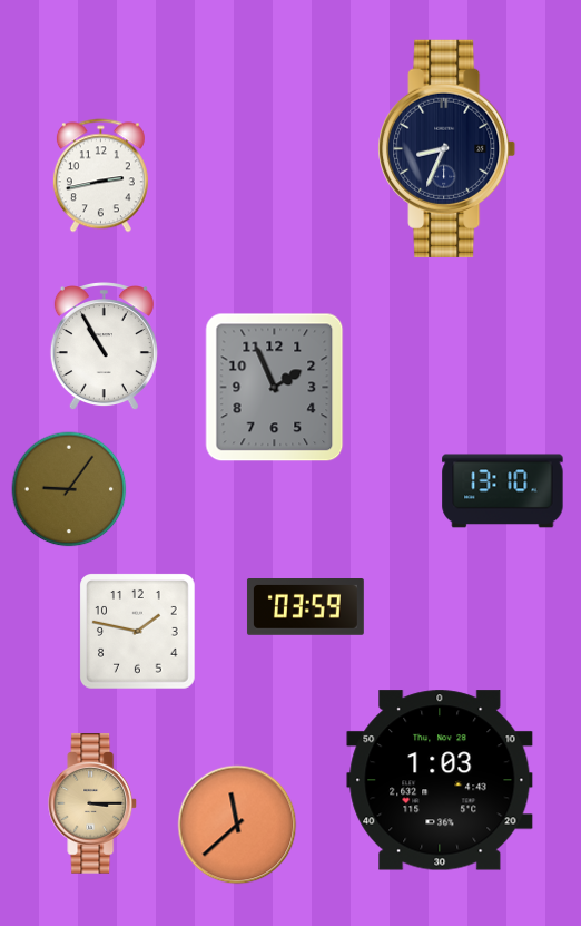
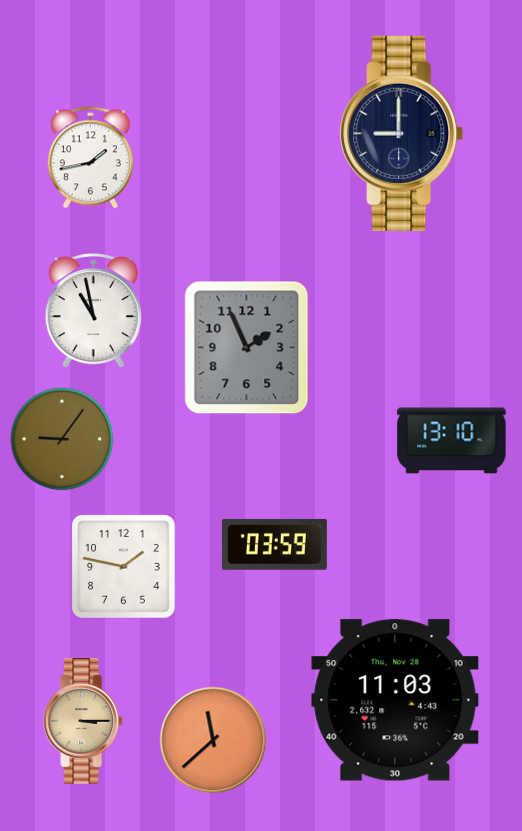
clock at (447, 148): 8:34 -> 9:00
clock at (100, 176): 2:43 -> 1:43
clock at (104, 348): 10:55 -> 10:58
clock at (440, 780): 1:03 -> 11:03
